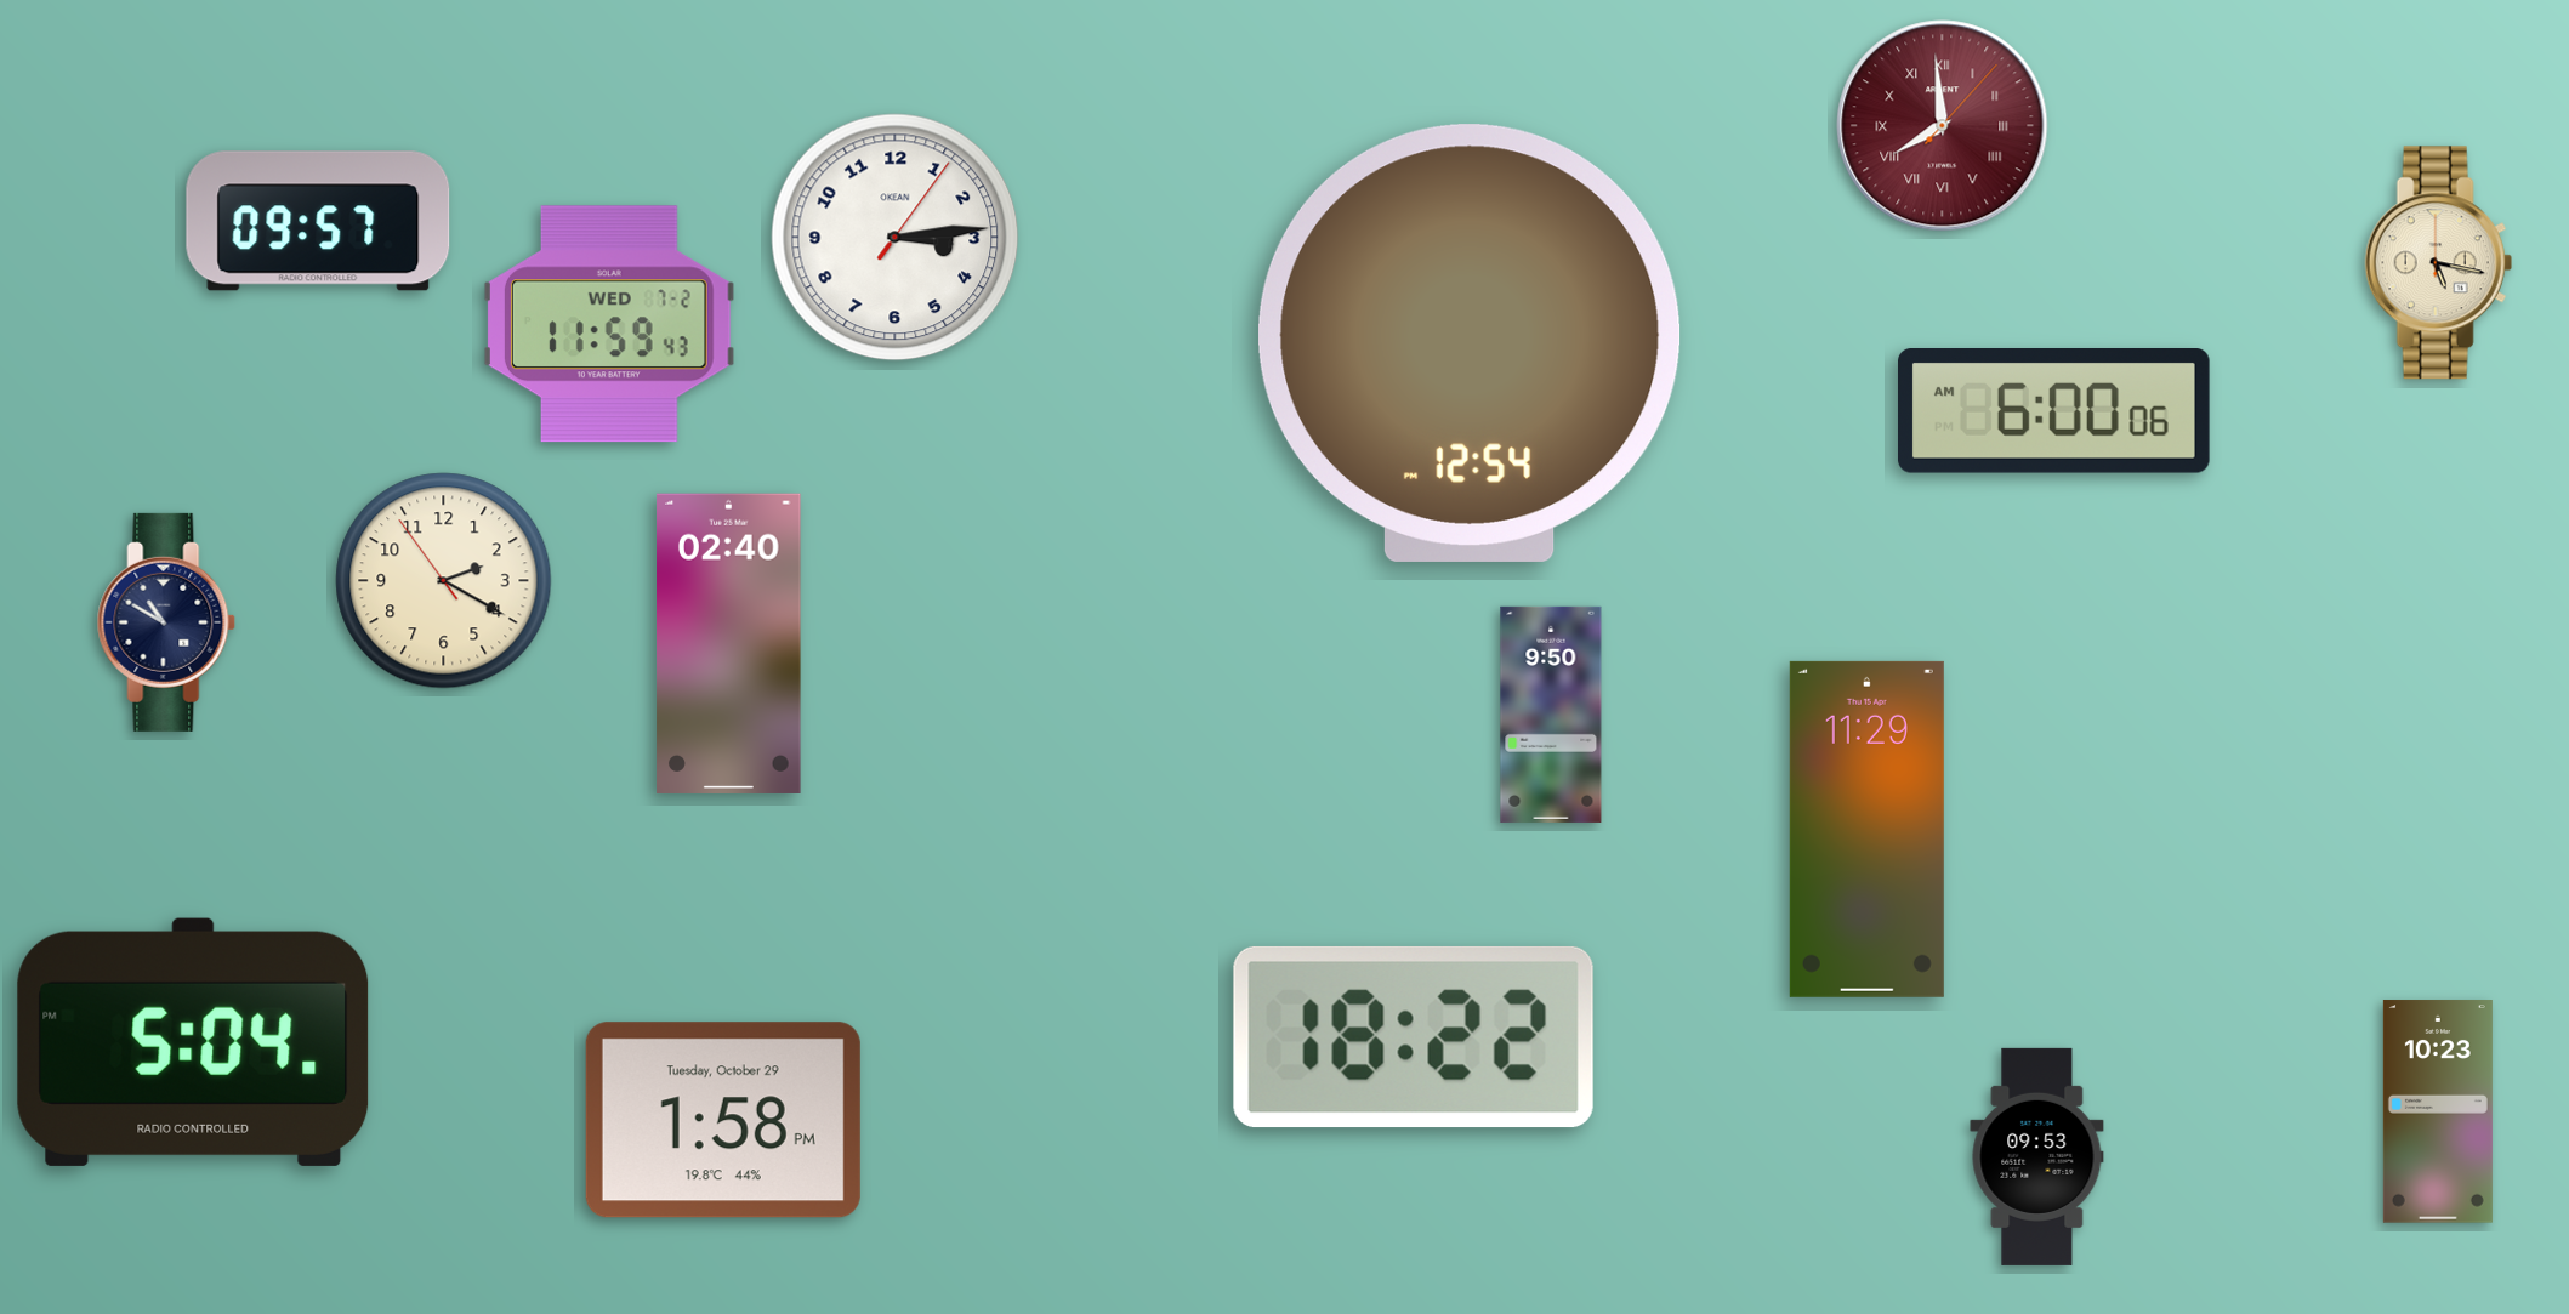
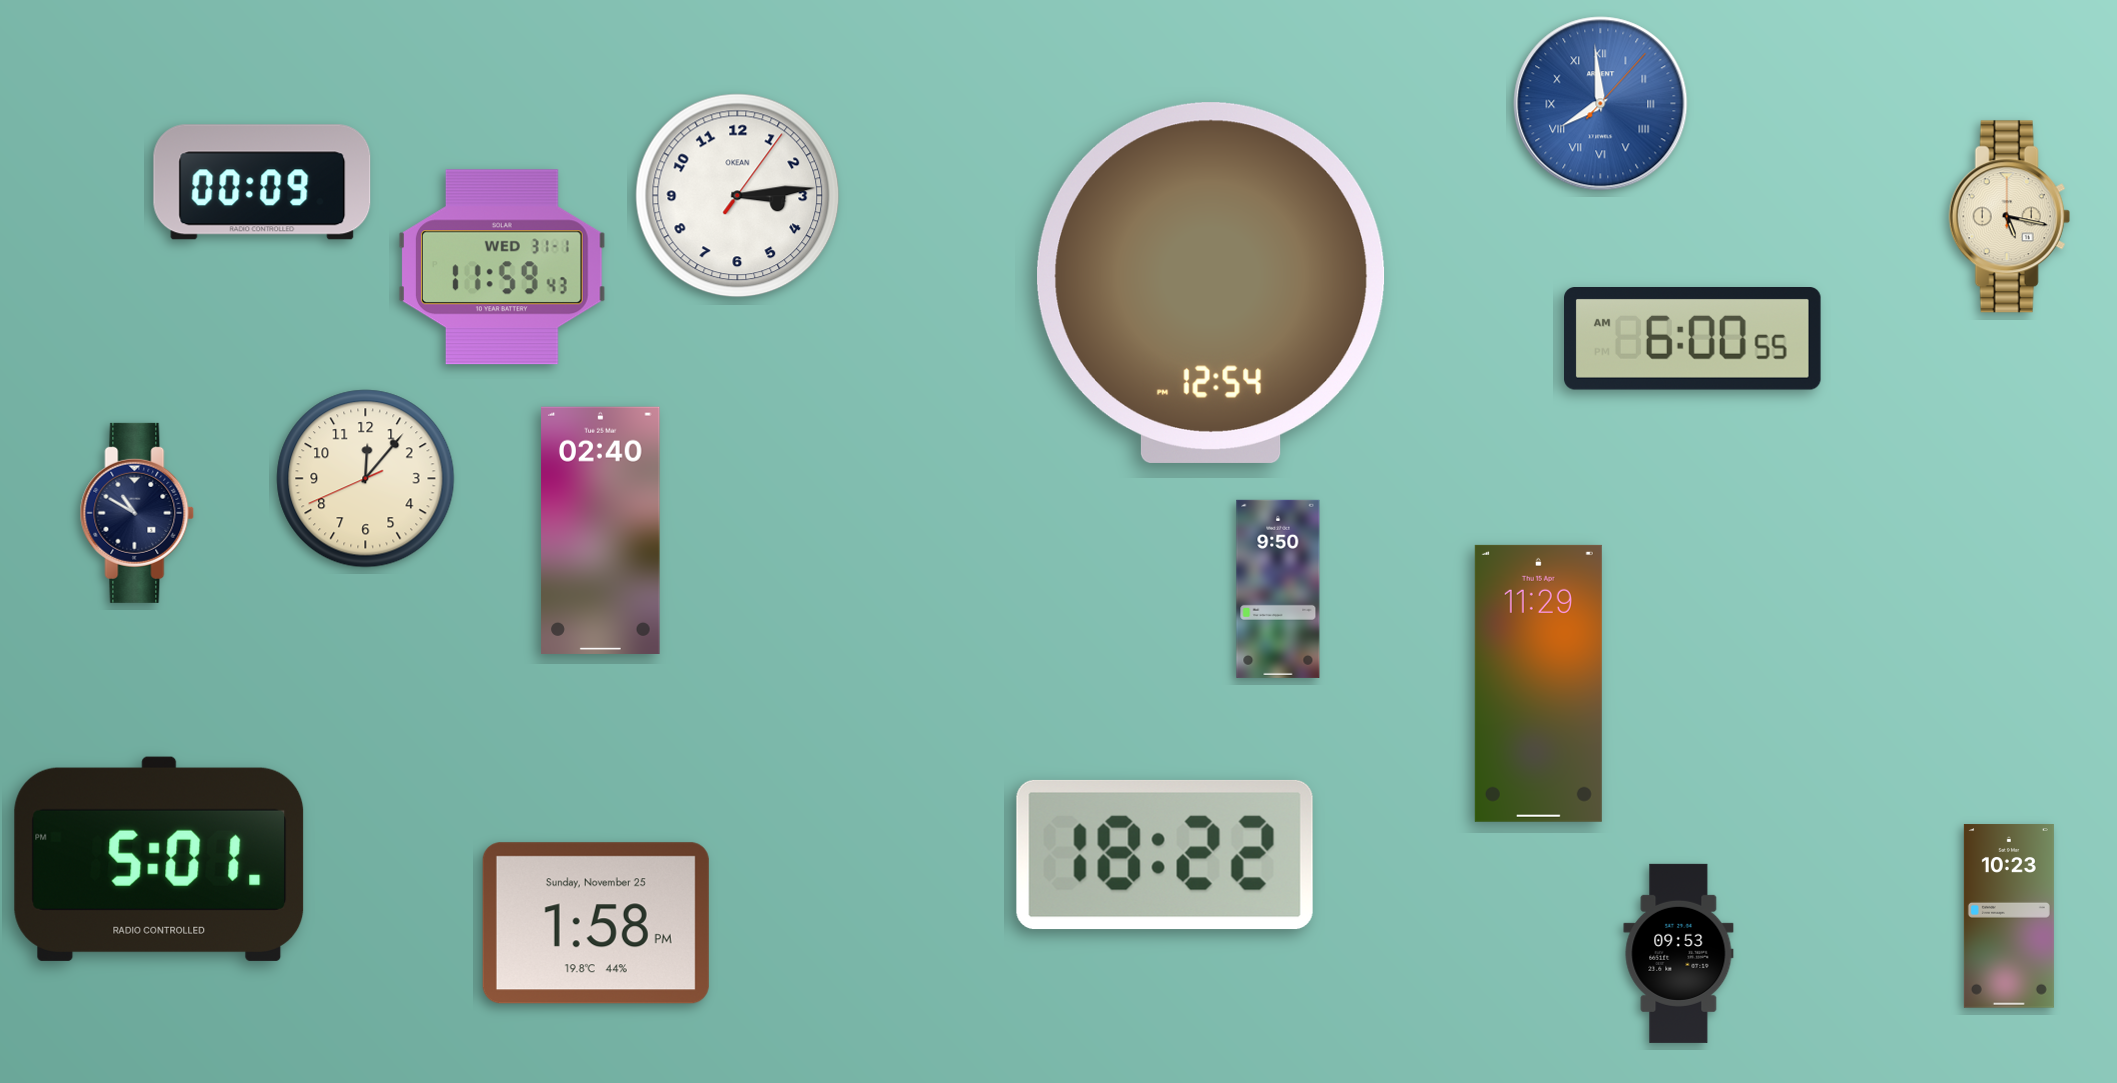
clock at (1943, 126) dial: burgundy -> blue
clock at (318, 221): 09:57 -> 00:09
clock at (609, 324) date: WED 7-2 -> WED 31-1
clock at (2054, 411): 6:00:06 AM -> 6:00:55 AM
clock at (444, 581): 2:19 -> 12:06
clock at (193, 1042): 5:04 -> 5:01
clock at (723, 1120) date: Tuesday, October 29 -> Sunday, November 25
